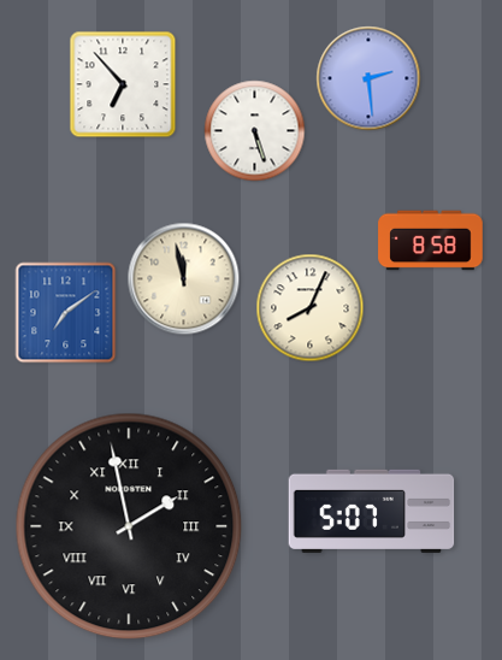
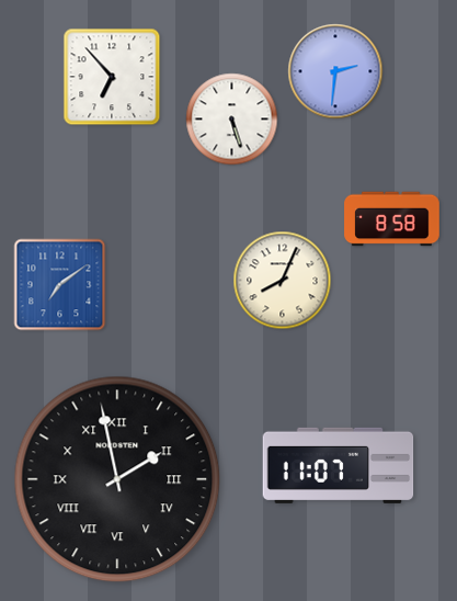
clock at (368, 78): 2:29 -> 2:31
clock at (184, 279): 11:58 -> none
clock at (372, 511): 5:07 -> 11:07
